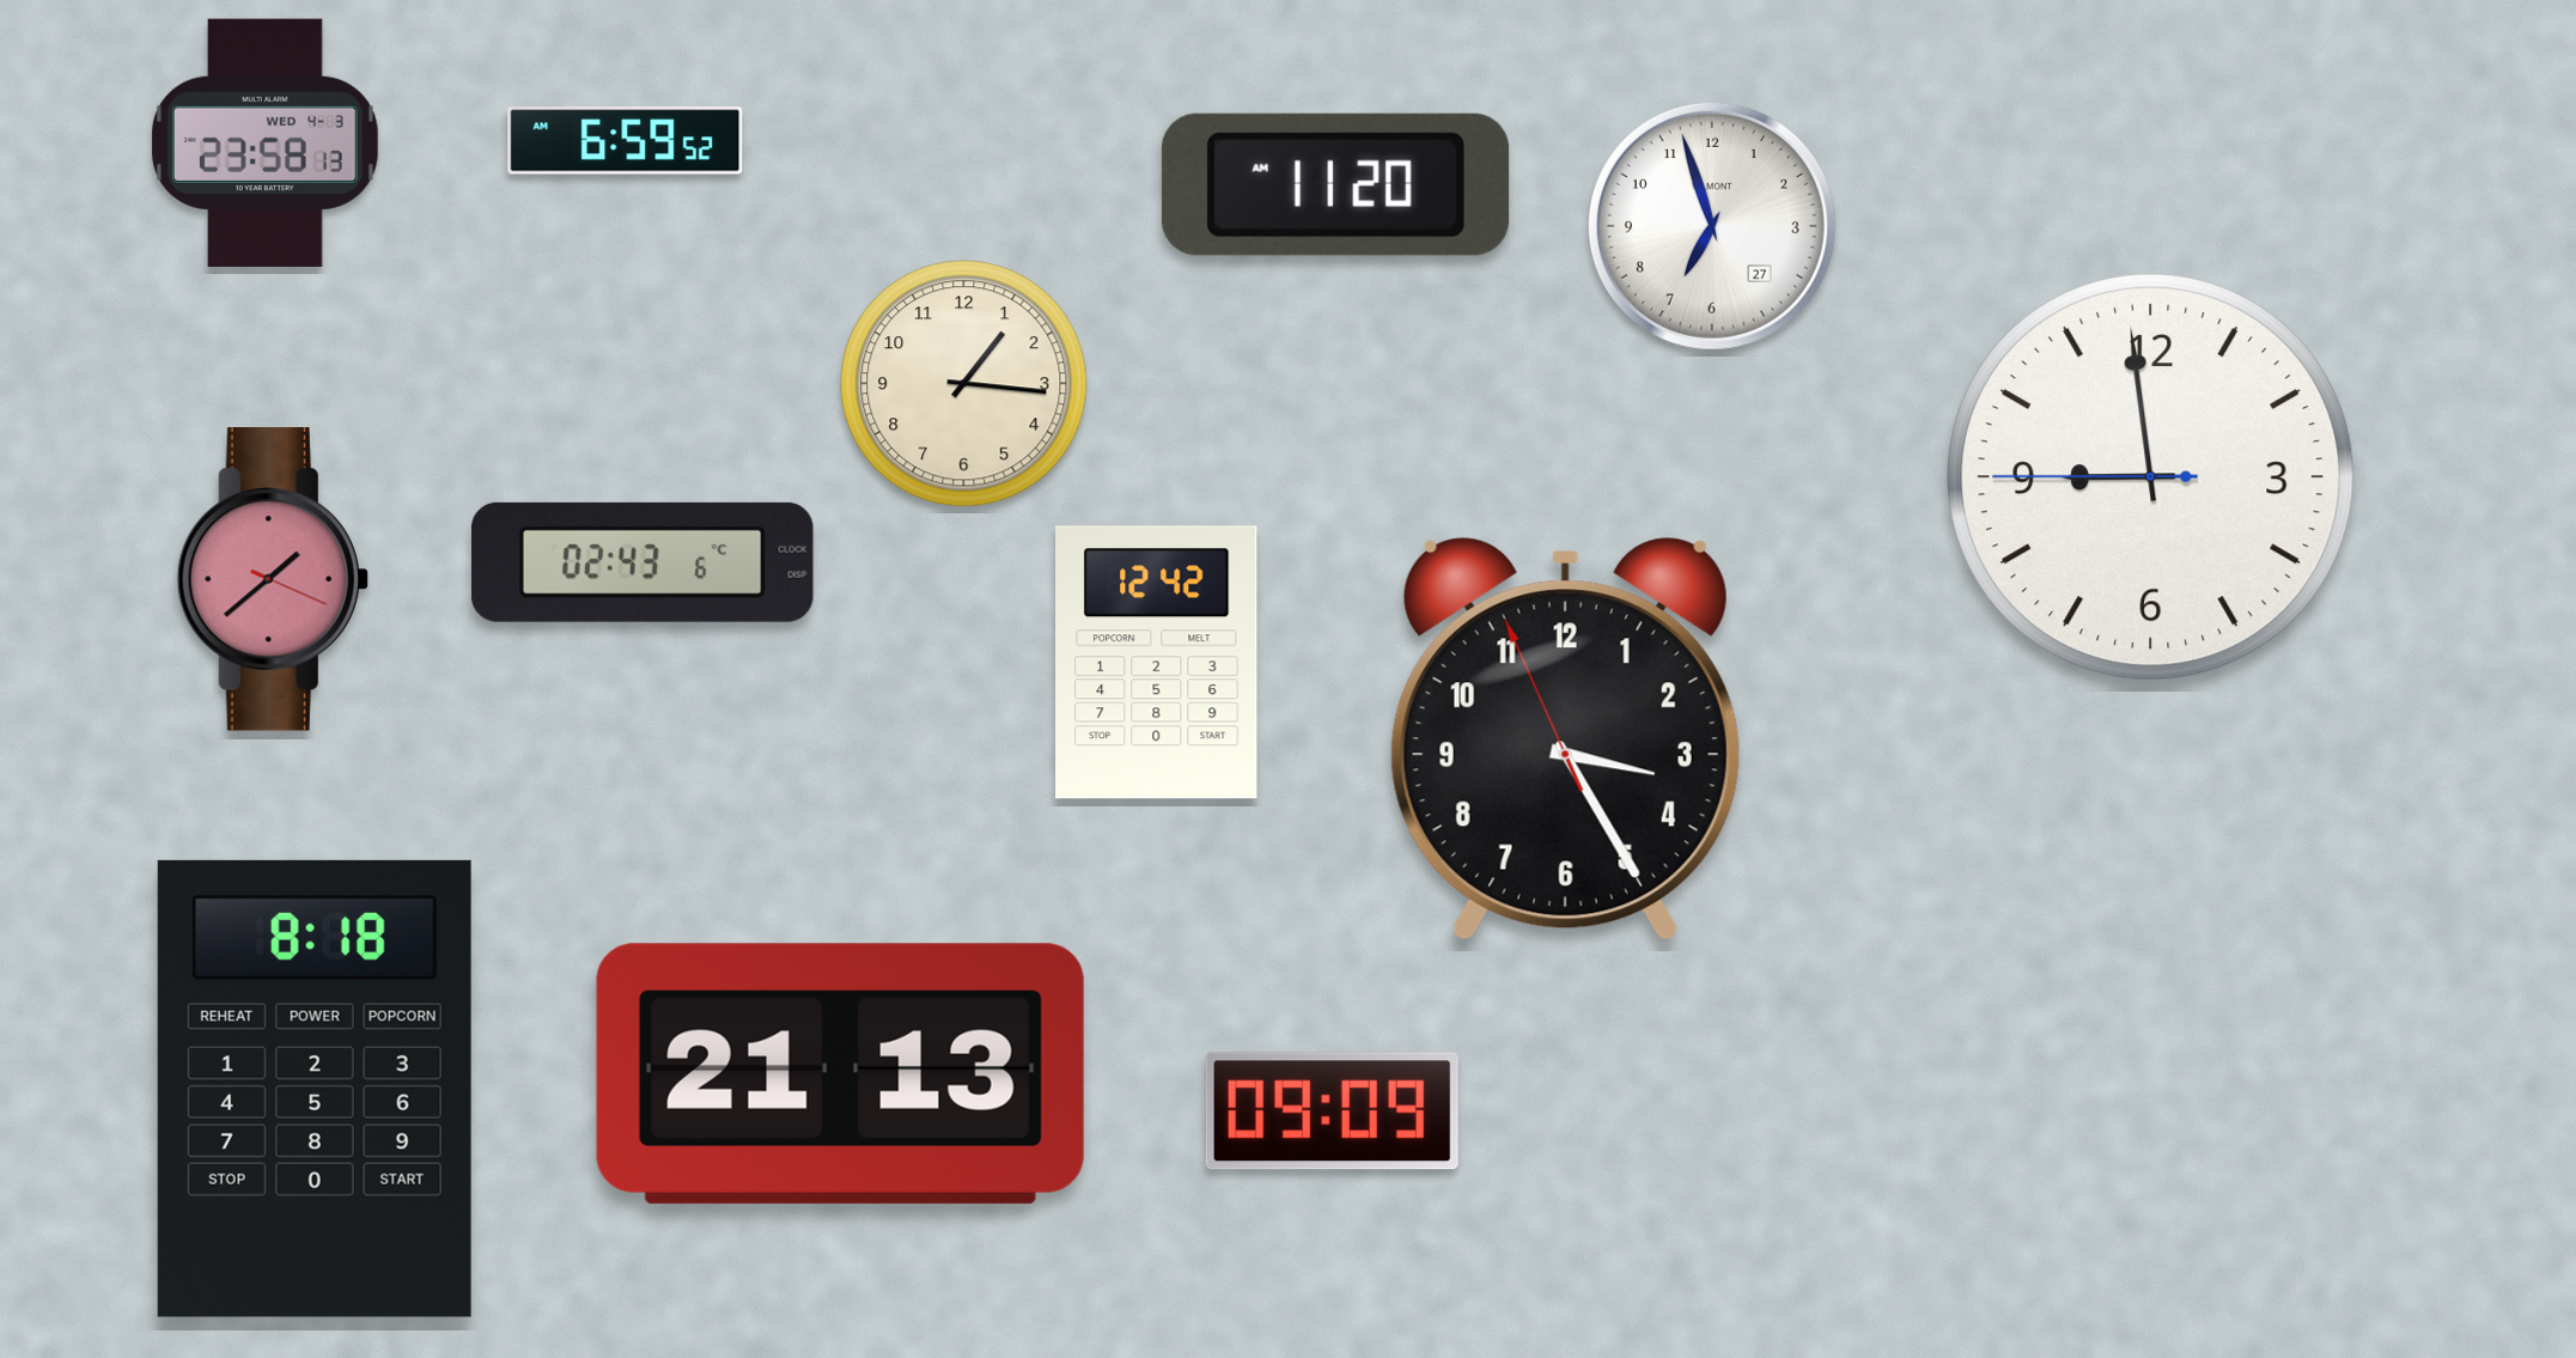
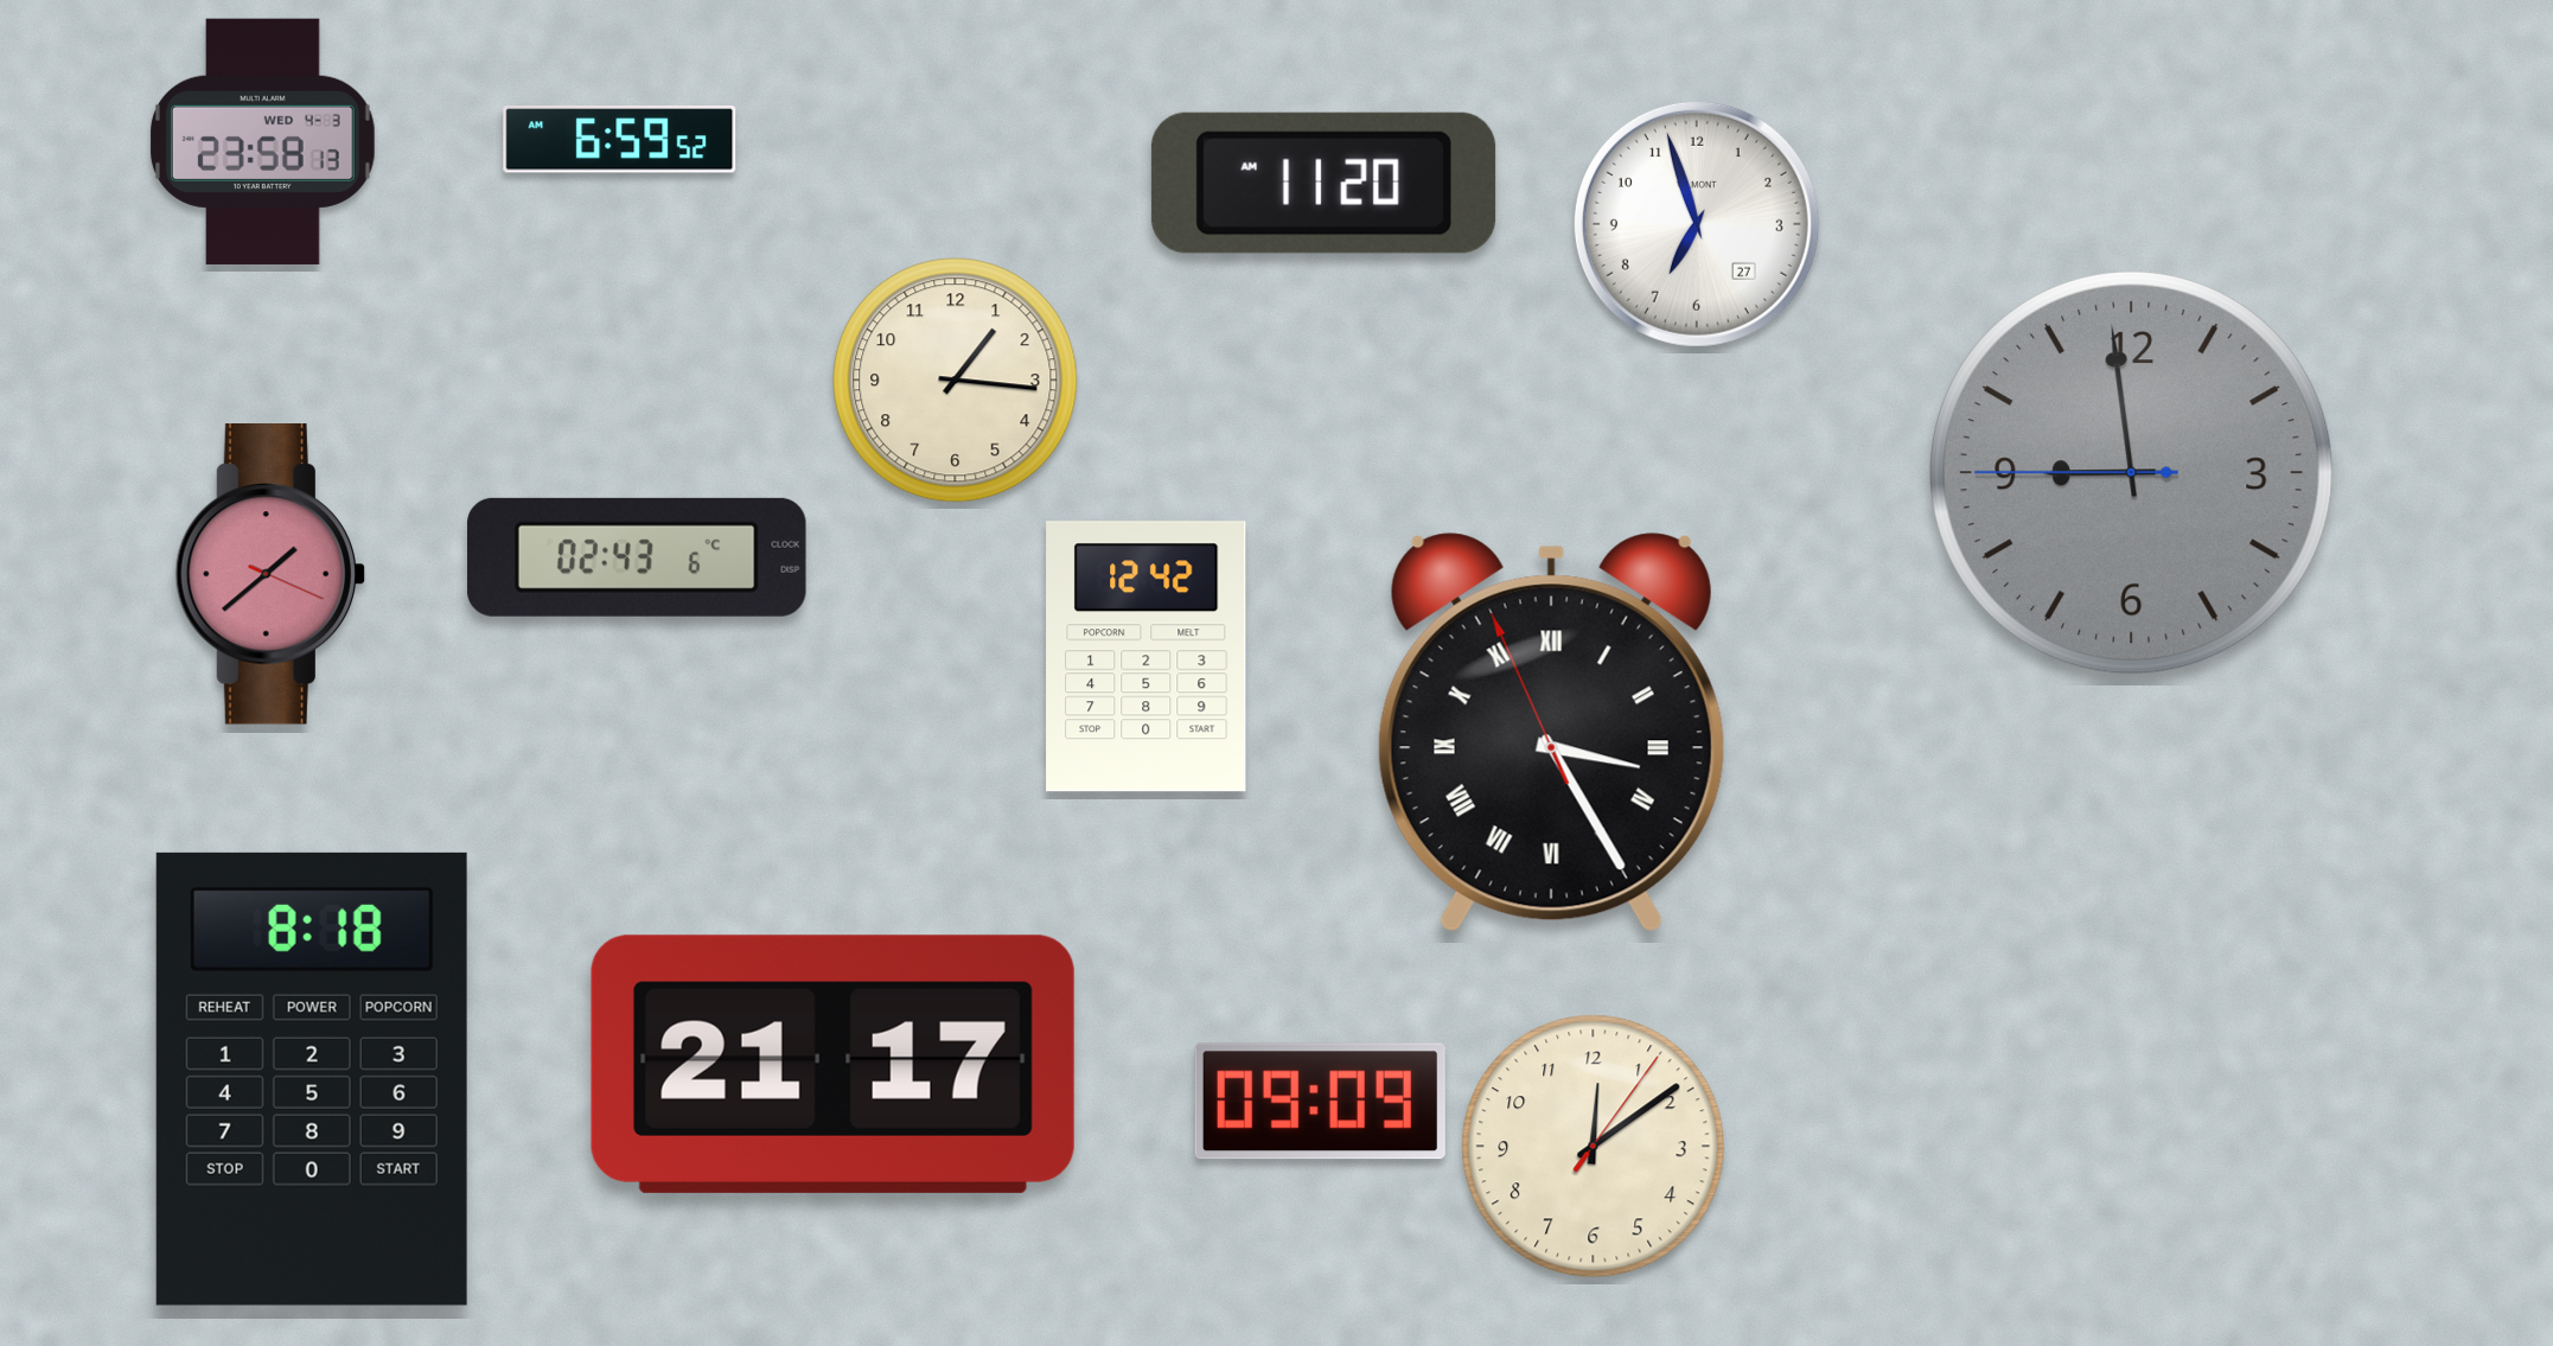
clock at (2151, 477) dial: white -> grey
clock at (1565, 739) numerals: Arabic -> Roman
clock at (840, 1073): 21:13 -> 21:17
clock at (1594, 1147): none -> 12:09
